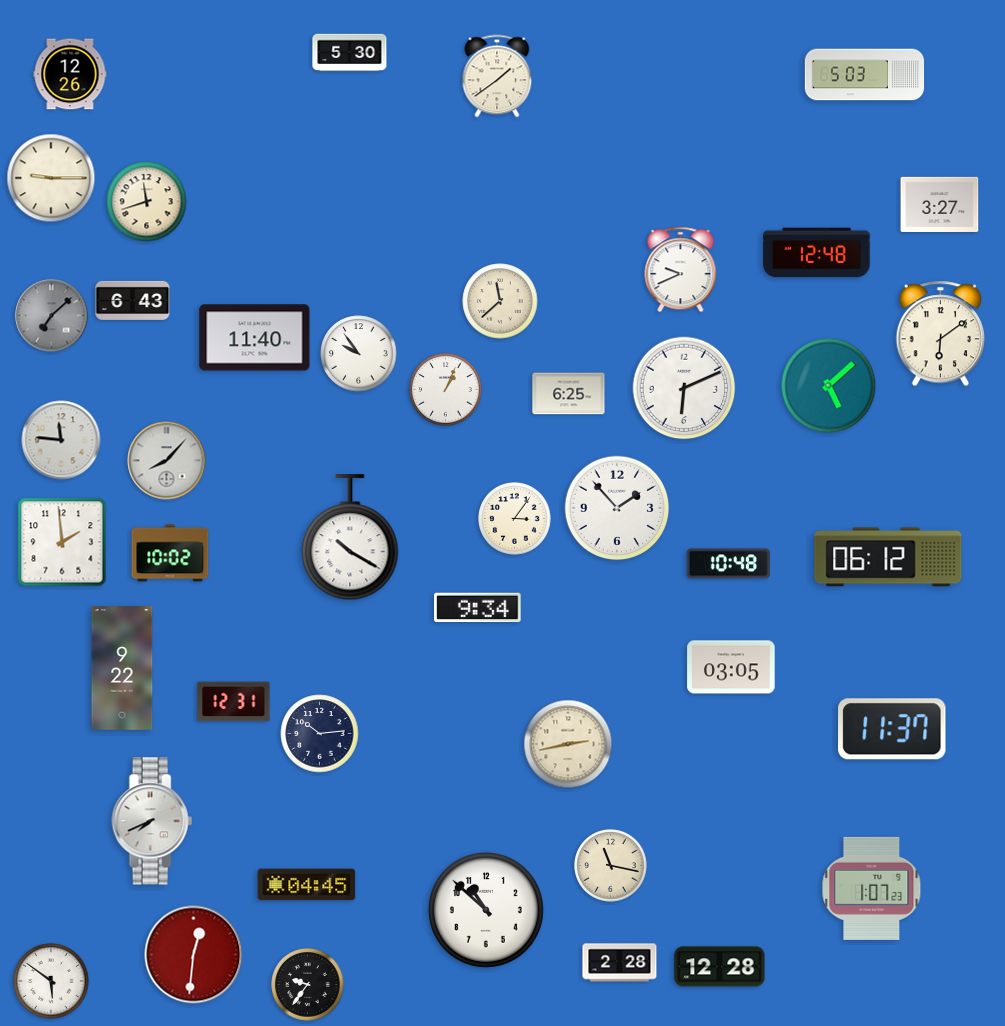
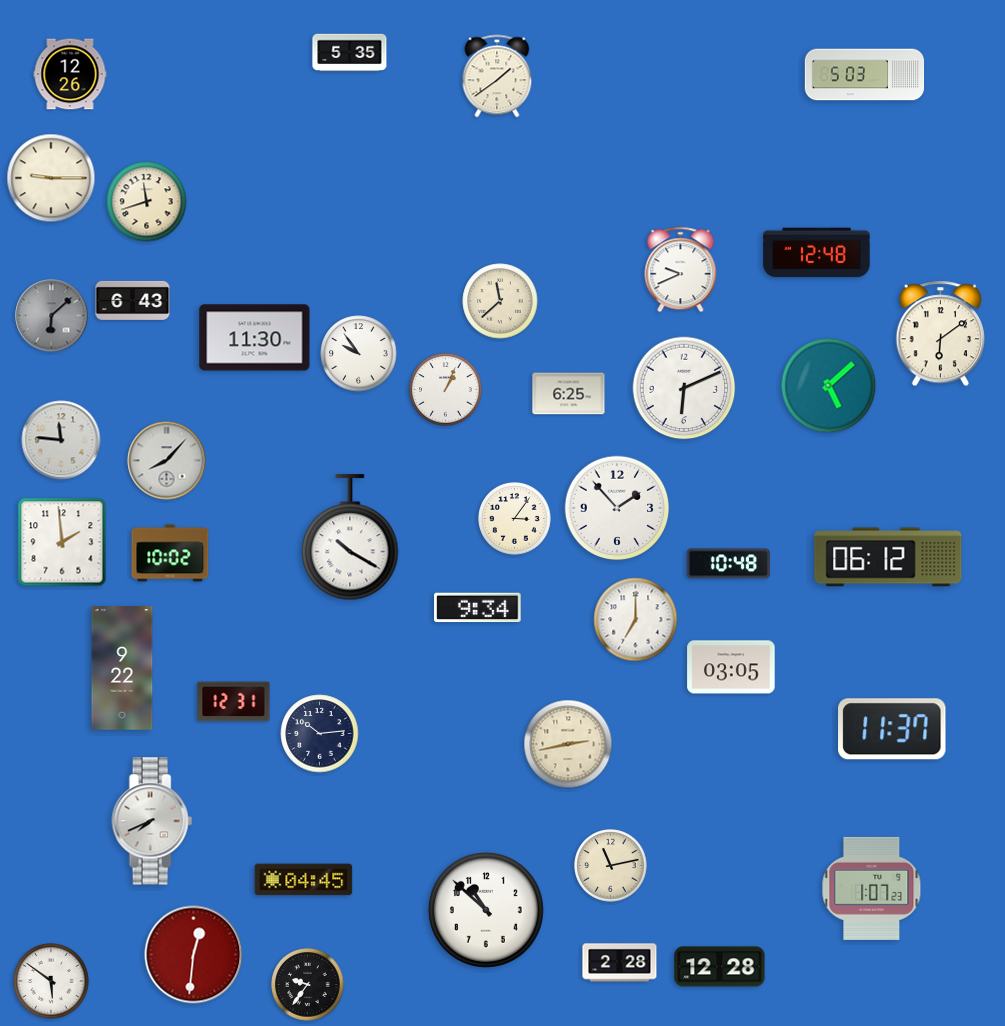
clock at (350, 53): 5:30 -> 5:35
clock at (940, 204): 3:27 -> none
clock at (52, 316): 7:08 -> 6:08
clock at (255, 338): 11:40 -> 11:30
clock at (636, 620): none -> 7:00
clock at (611, 866): 11:17 -> 11:13
clock at (307, 885) position: (307, 885) -> (304, 880)
